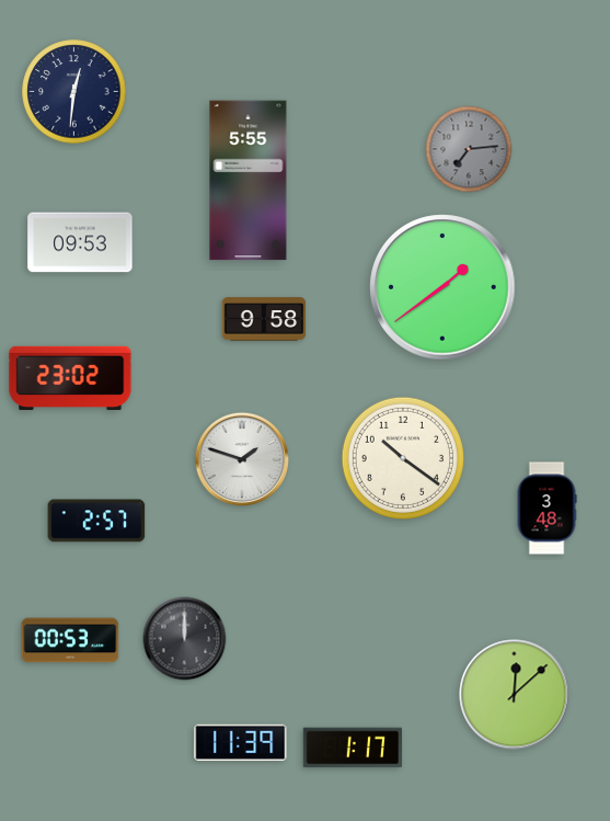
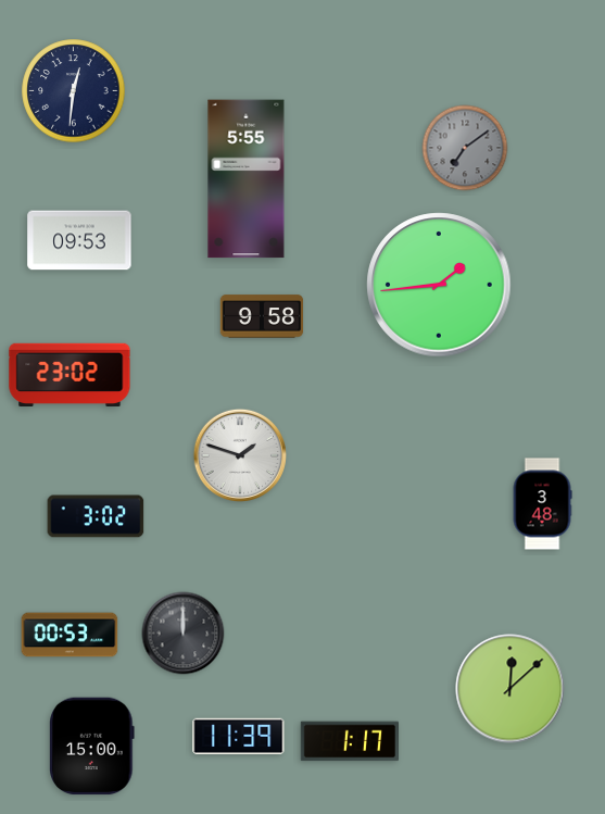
clock at (469, 149): 7:14 -> 7:09
clock at (442, 287): 1:39 -> 1:44
clock at (403, 458): 10:21 -> none
clock at (96, 521): 2:57 -> 3:02
clock at (92, 747): none -> 15:00
